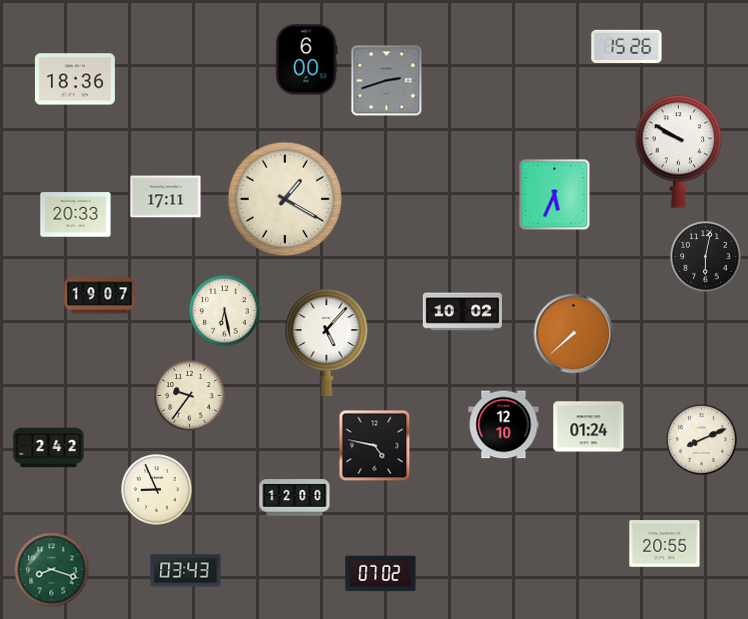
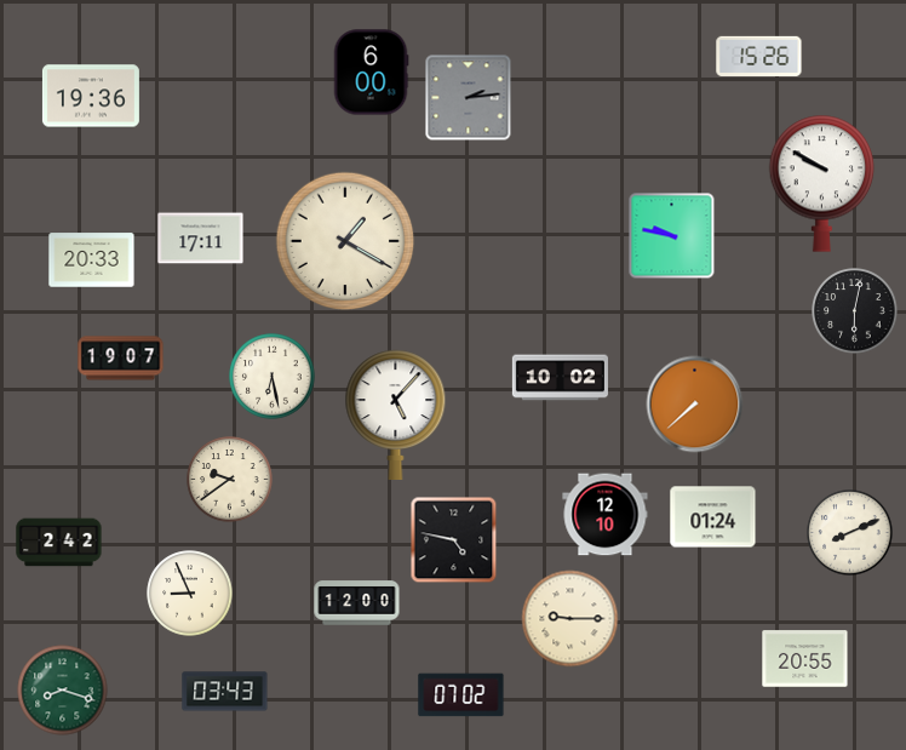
clock at (75, 79): 18:36 -> 19:36
clock at (387, 81): 2:42 -> 2:14
clock at (555, 195): 5:34 -> 9:47
clock at (190, 396): 9:36 -> 9:39
clock at (504, 425) position: (504, 425) -> (606, 515)
clock at (570, 619): none -> 9:15
